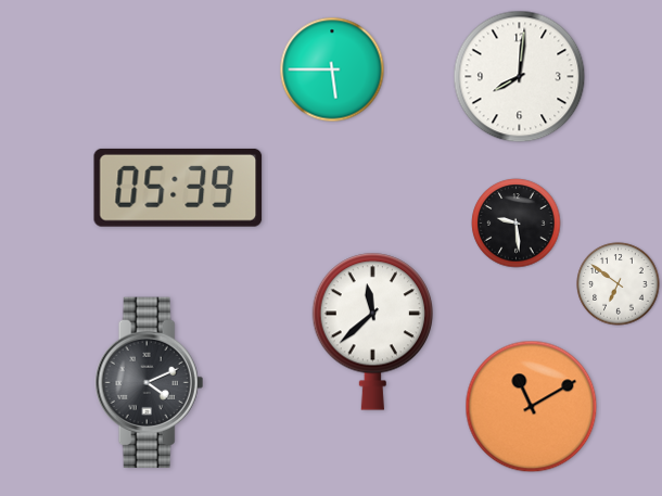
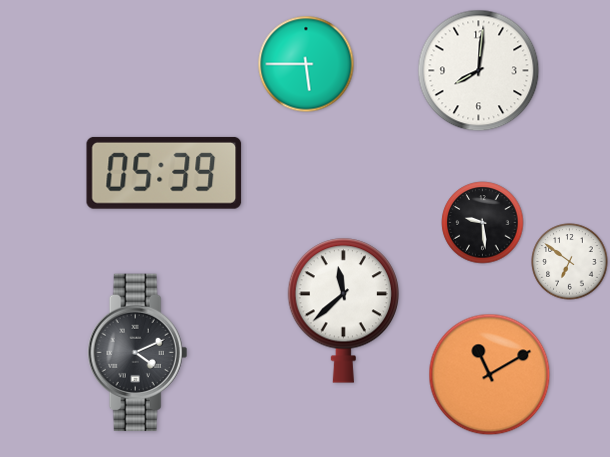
clock at (517, 224) position: (517, 224) -> (483, 223)
clock at (372, 331) position: (372, 331) -> (343, 310)
